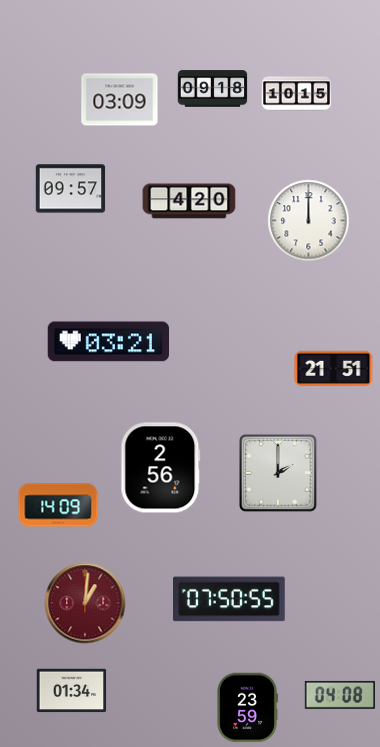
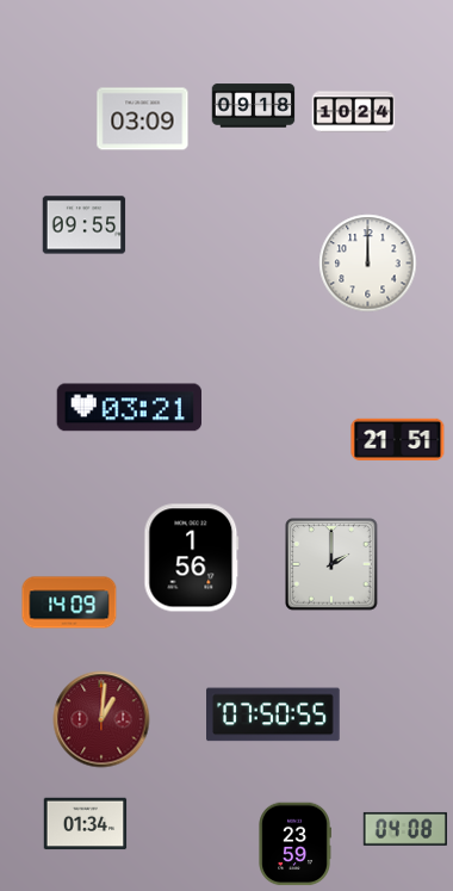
clock at (297, 94): 10:15 -> 10:24
clock at (71, 189): 09:57 -> 09:55
clock at (189, 201): 4:20 -> none
clock at (161, 468): 2:56 -> 1:56
